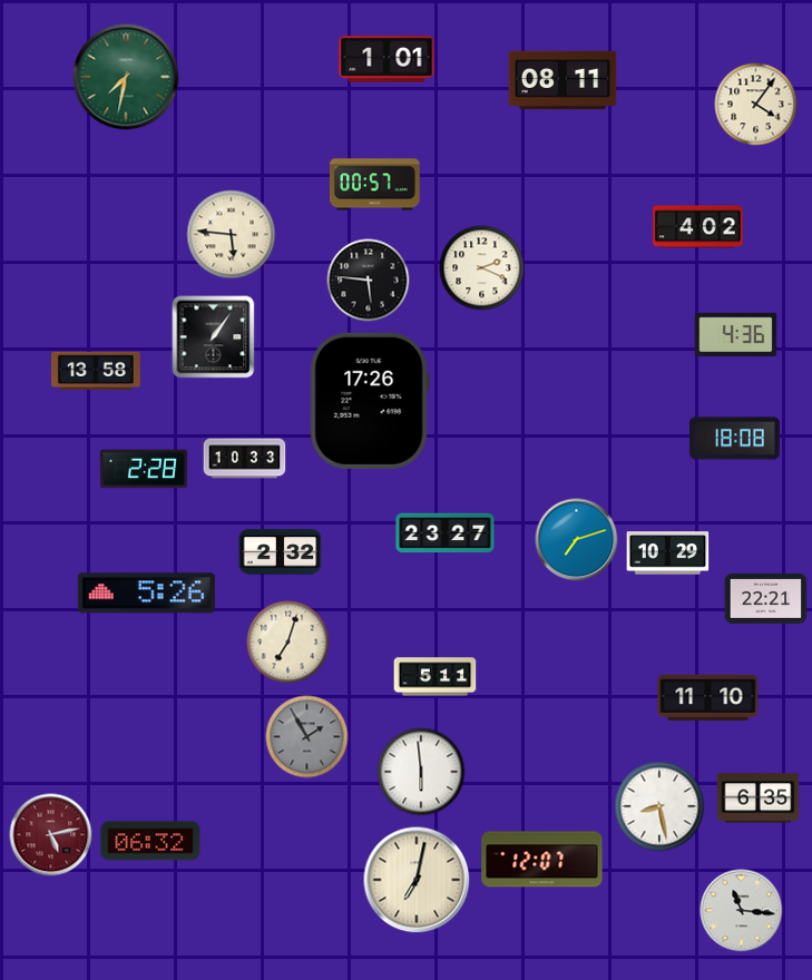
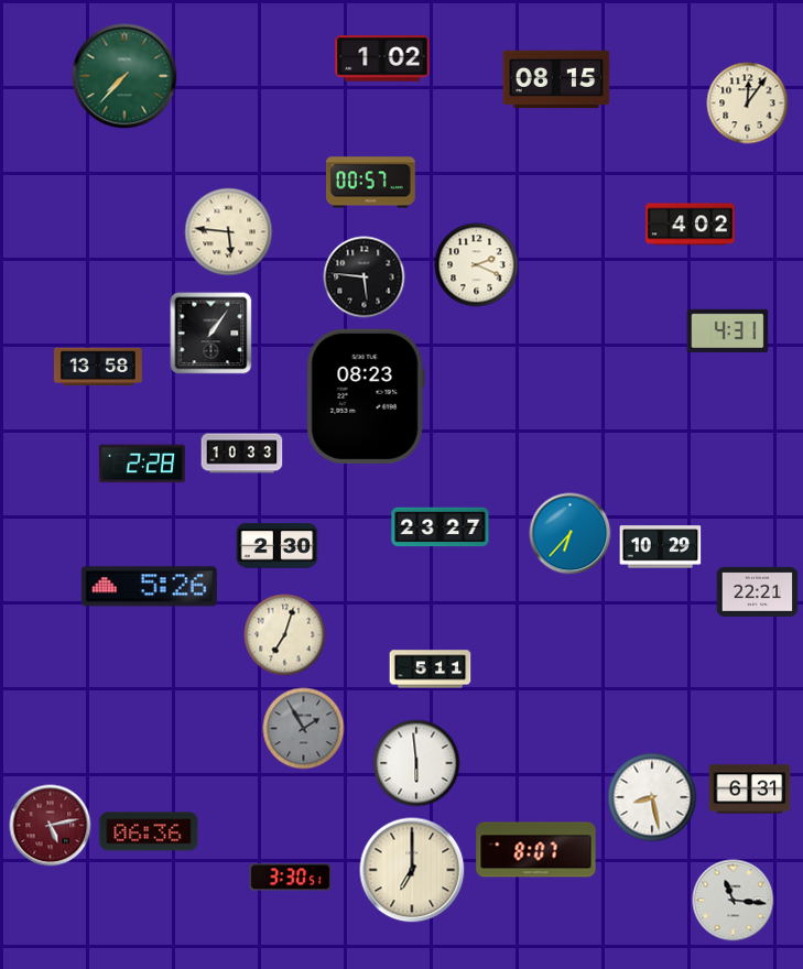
clock at (387, 59): 1:01 -> 1:02
clock at (126, 77): 7:32 -> 7:37
clock at (562, 80): 08:11 -> 08:15
clock at (756, 105): 4:06 -> 12:06
clock at (736, 335): 4:36 -> 4:31
clock at (96, 370) position: (96, 370) -> (98, 366)
clock at (370, 401): 17:26 -> 08:23
clock at (735, 439): 18:08 -> none
clock at (577, 540): 7:12 -> 6:37
clock at (281, 552): 2:32 -> 2:30
clock at (146, 594) position: (146, 594) -> (149, 587)
clock at (708, 697): 11:10 -> none
clock at (759, 798): 6:35 -> 6:31
clock at (150, 841): 06:32 -> 06:36
clock at (542, 860): 12:07 -> 8:07
clock at (417, 880): 7:02 -> 7:00
clock at (291, 878): none -> 3:30
